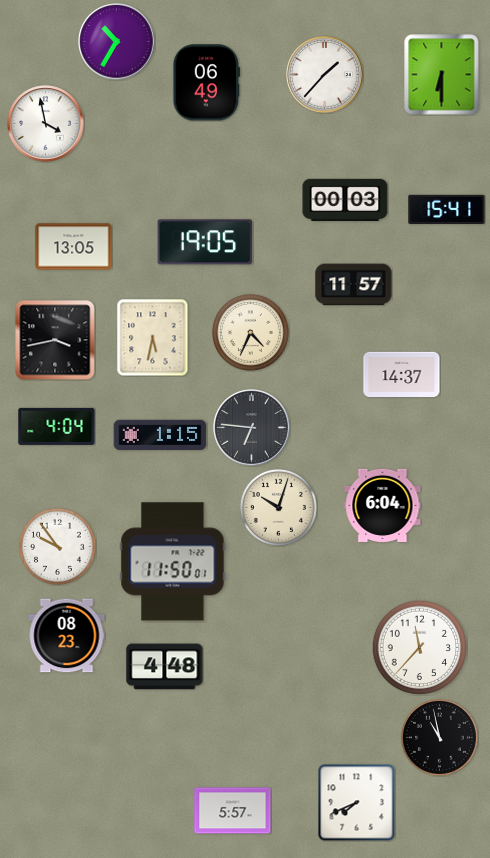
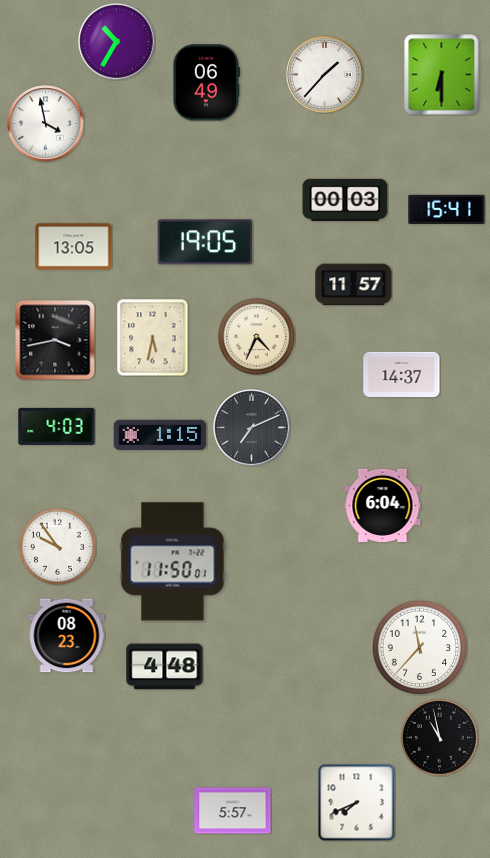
clock at (250, 332) position: (250, 332) -> (256, 336)
clock at (57, 426): 4:04 -> 4:03
clock at (252, 428): 6:46 -> 7:11
clock at (278, 507): 10:03 -> none
